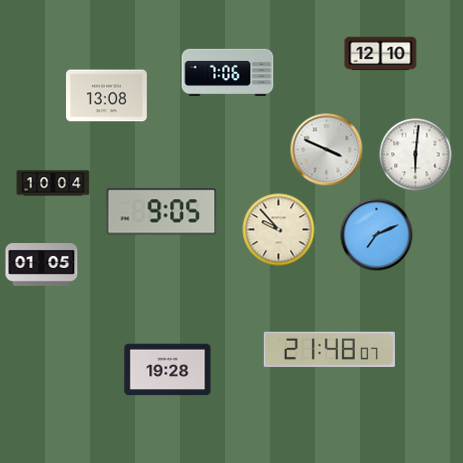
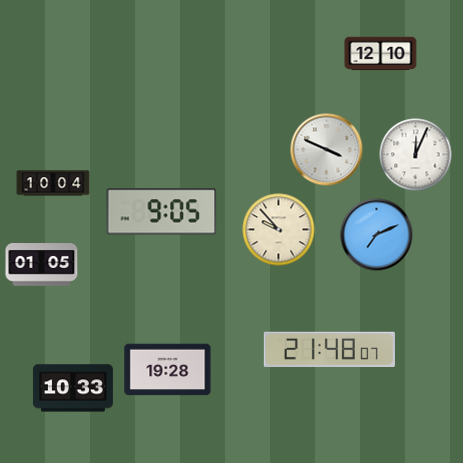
clock at (228, 73): 7:06 -> none
clock at (107, 96): 13:08 -> none
clock at (416, 155): 6:01 -> 12:04
clock at (73, 388): none -> 10:33
